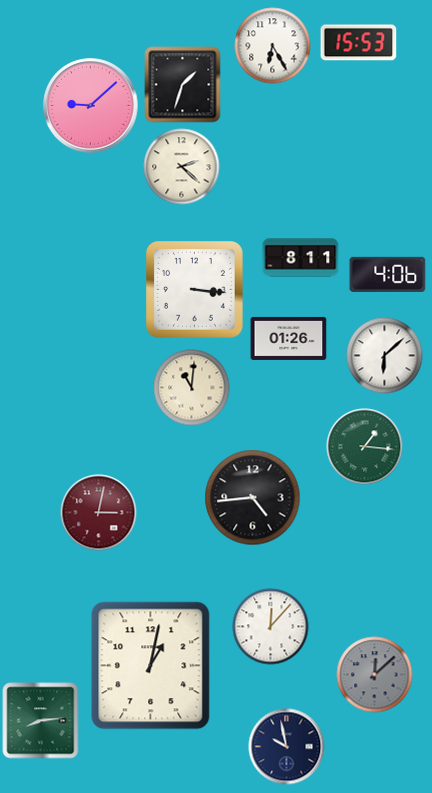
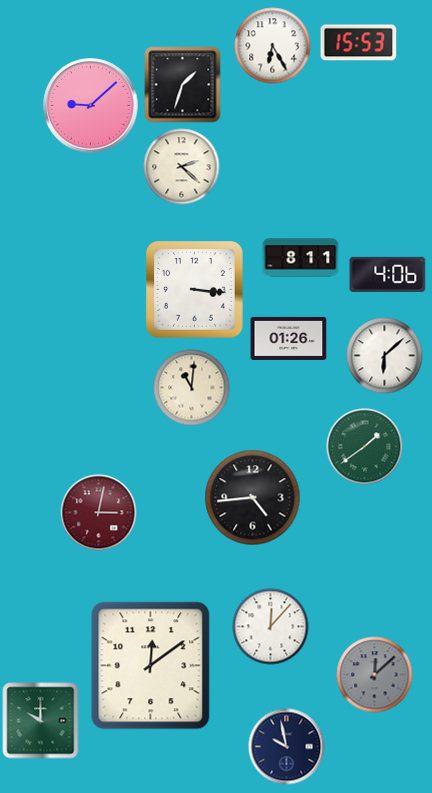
clock at (365, 447): 1:16 -> 1:39
clock at (151, 666): 1:02 -> 12:09
clock at (41, 721): 8:14 -> 10:00
